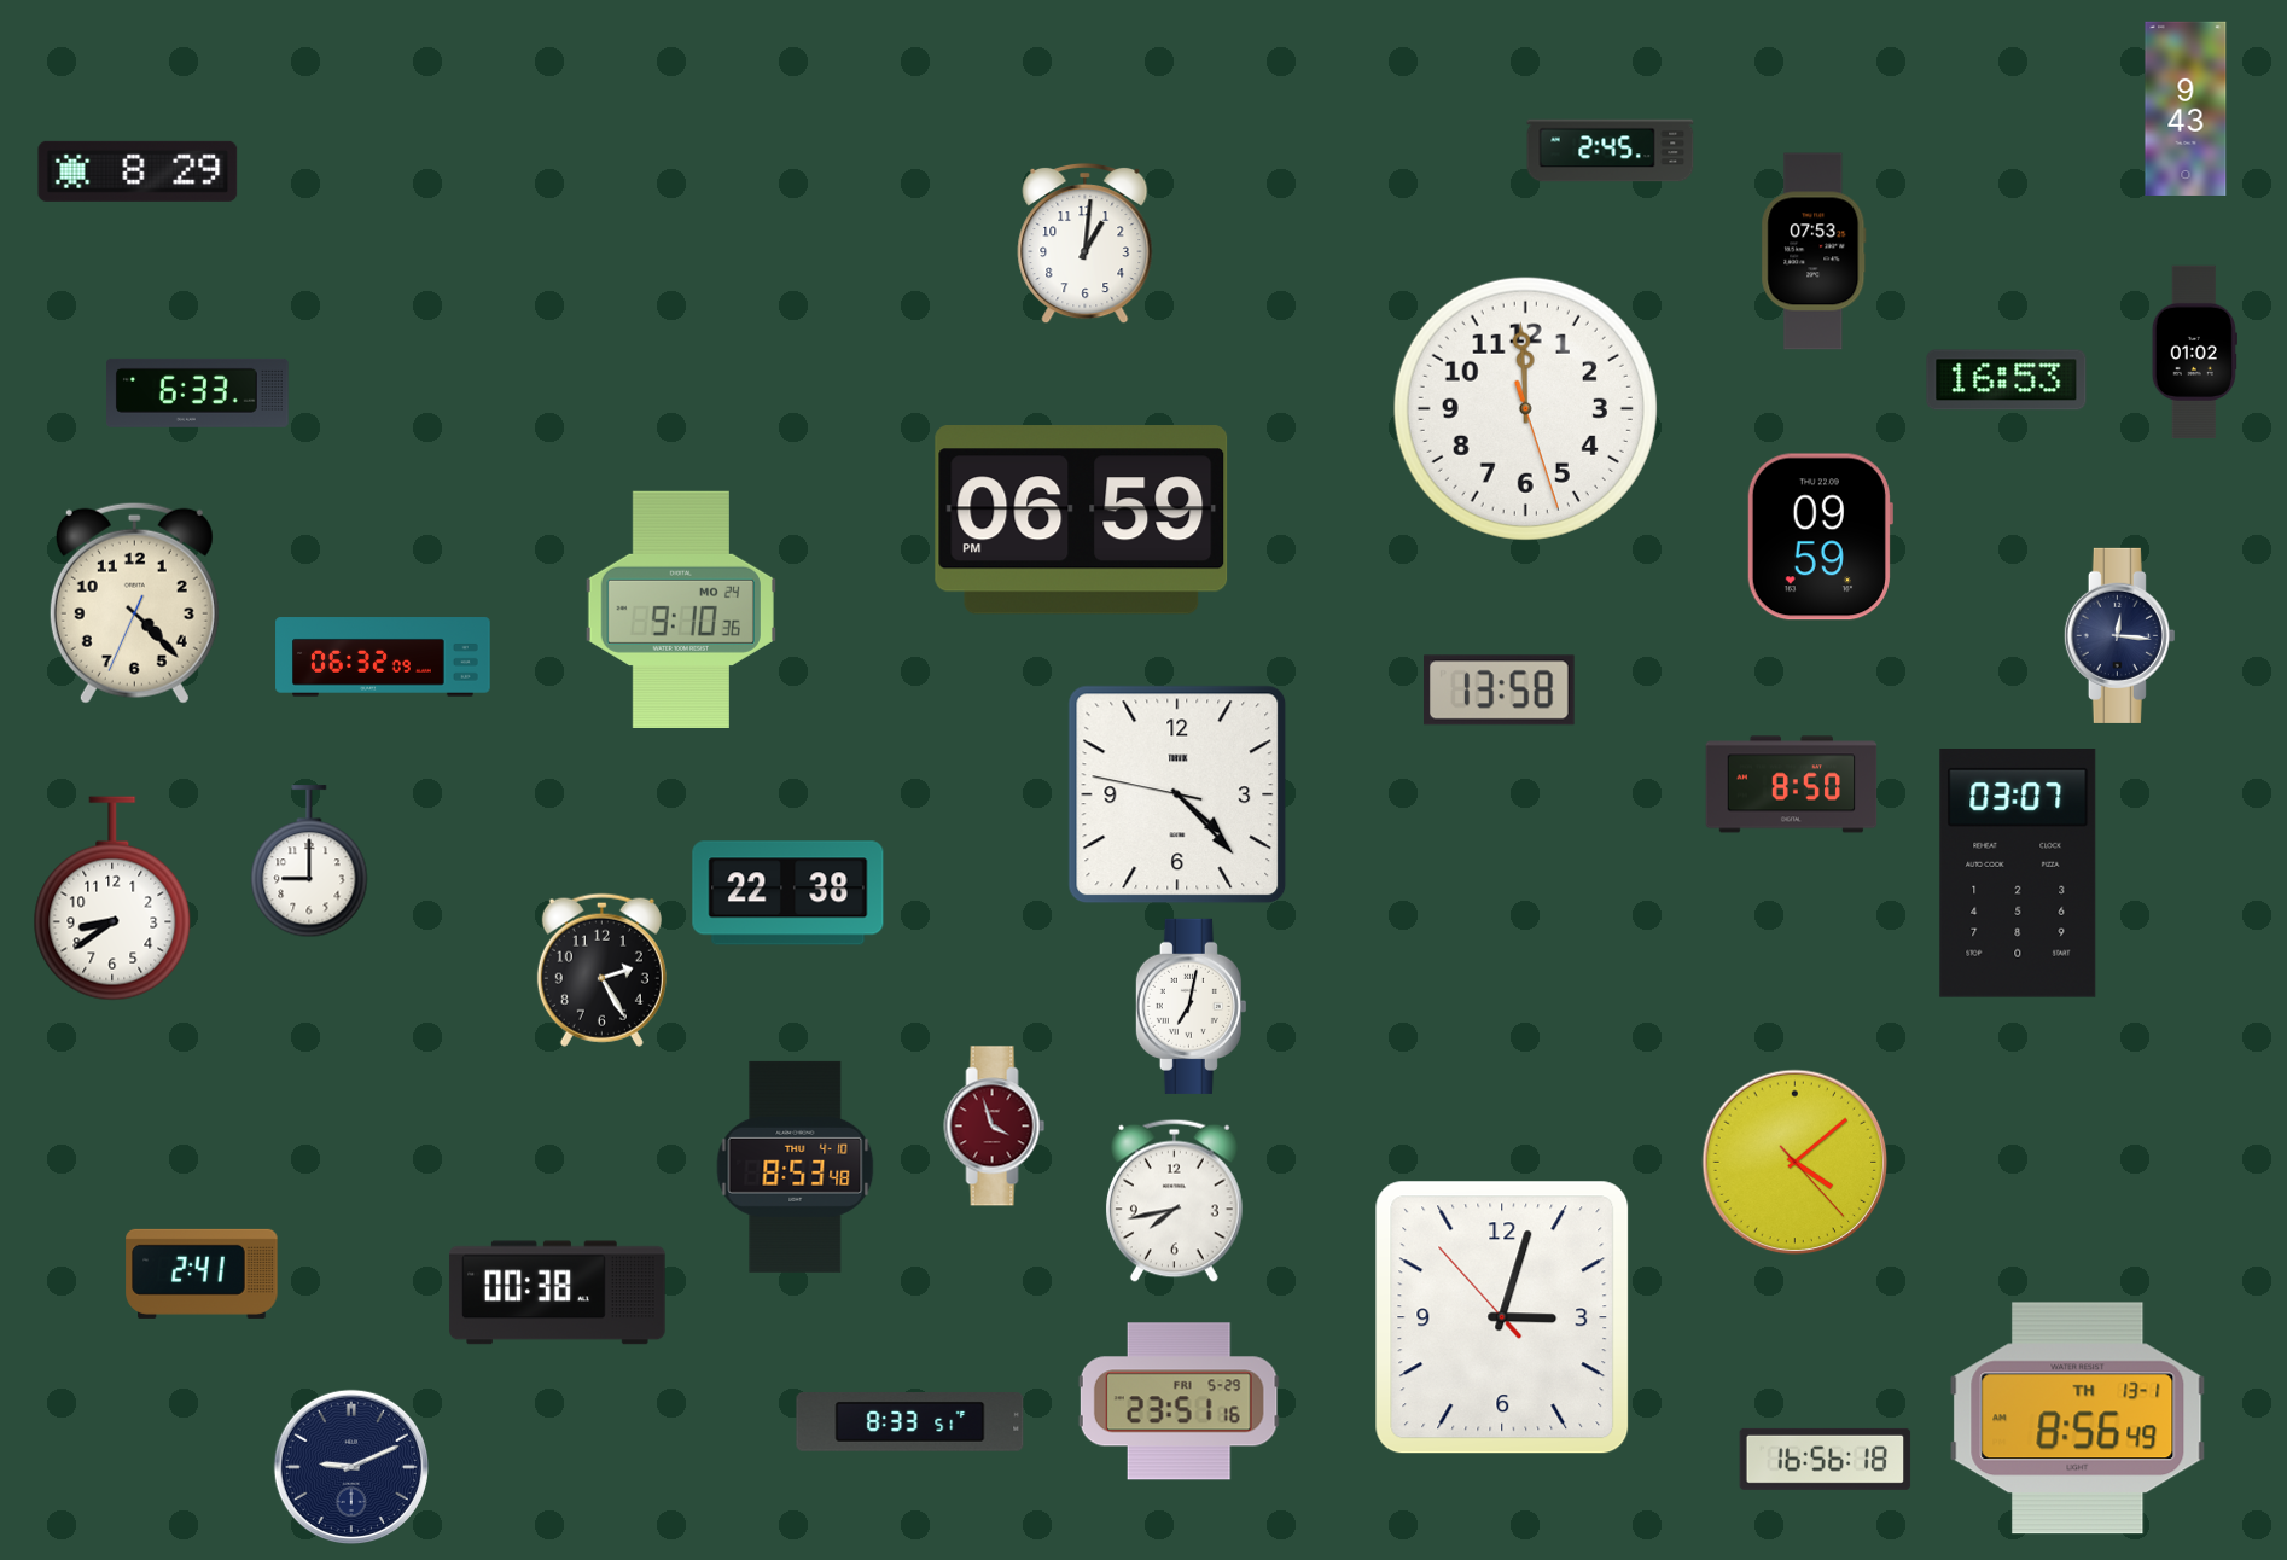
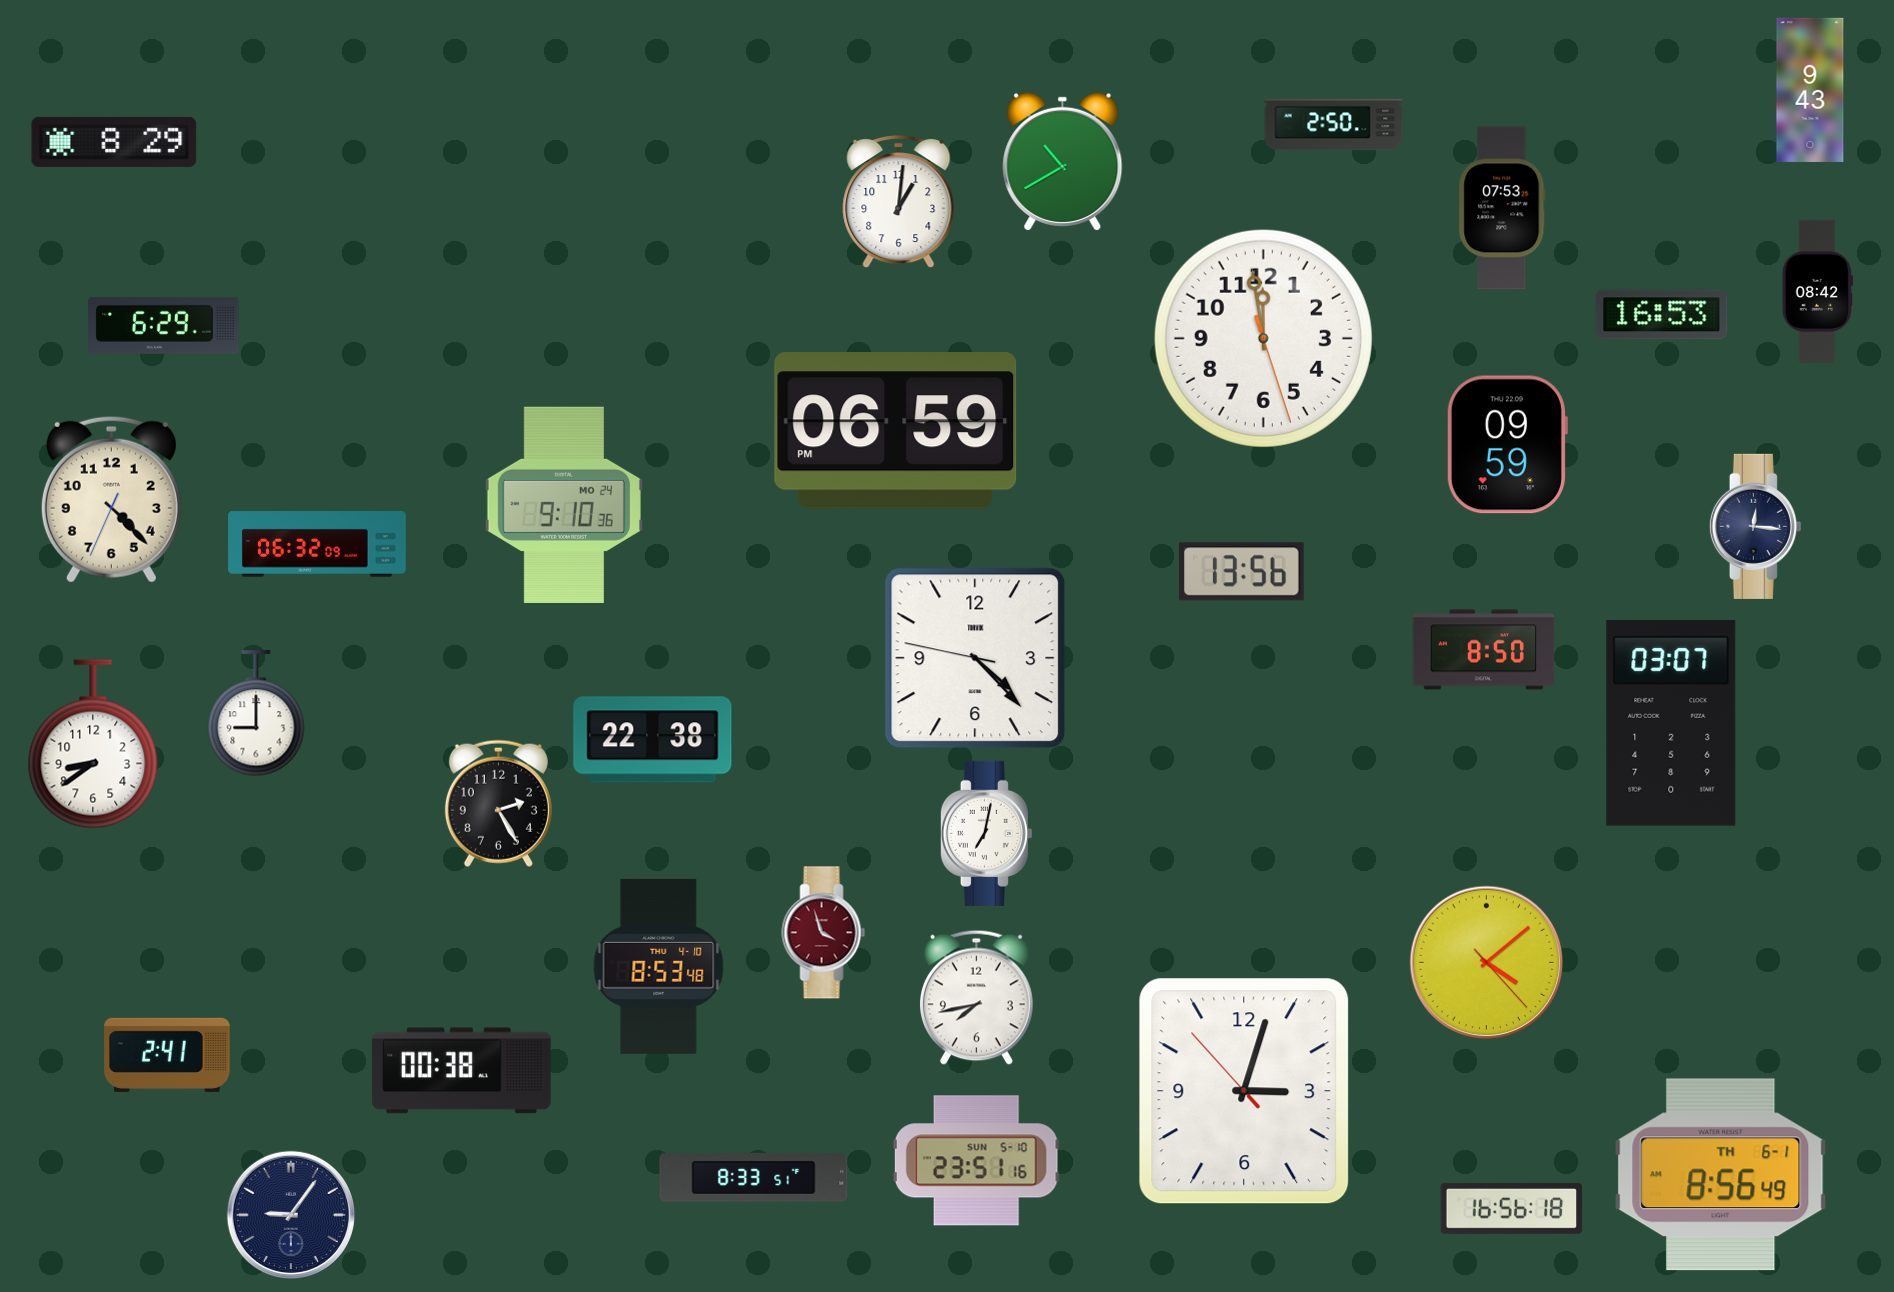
clock at (1611, 151): 2:45 -> 2:50
clock at (1063, 161): none -> 10:40
clock at (2194, 353): 01:02 -> 08:42
clock at (198, 392): 6:33 -> 6:29
clock at (1525, 408): 11:59 -> 11:58
clock at (1500, 691): 13:58 -> 13:56
clock at (1174, 1200) position: (1174, 1200) -> (976, 997)
clock at (1179, 1402) date: FRI 5-29 -> SUN 5-10
clock at (2078, 1419) date: TH 13-1 -> TH 6-1
clock at (351, 1467): 9:11 -> 9:06
